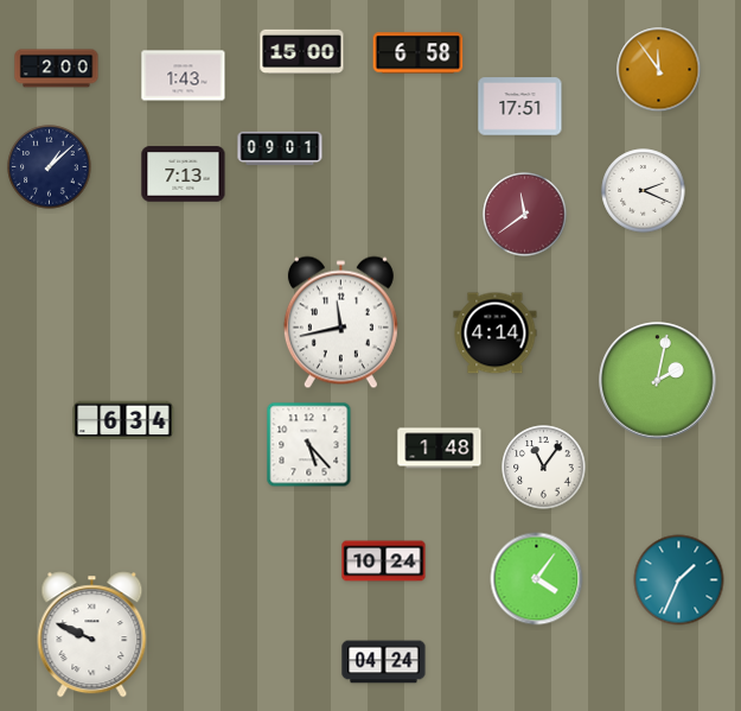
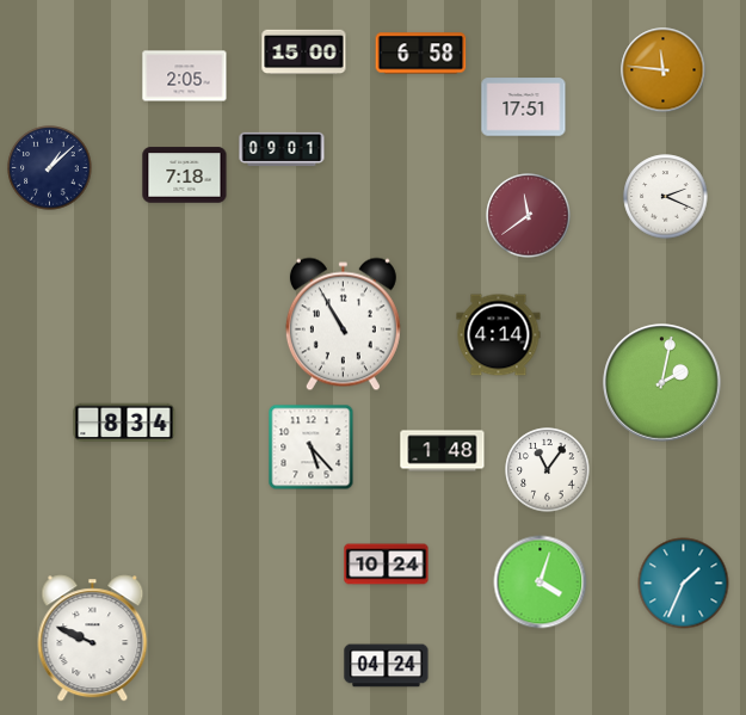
clock at (57, 69): 2:00 -> none
clock at (659, 70): 11:54 -> 11:46
clock at (184, 76): 1:43 -> 2:05
clock at (184, 174): 7:13 -> 7:18
clock at (644, 191) position: (644, 191) -> (666, 197)
clock at (340, 323): 11:43 -> 10:55
clock at (123, 420): 6:34 -> 8:34
clock at (537, 579): 4:06 -> 4:03
